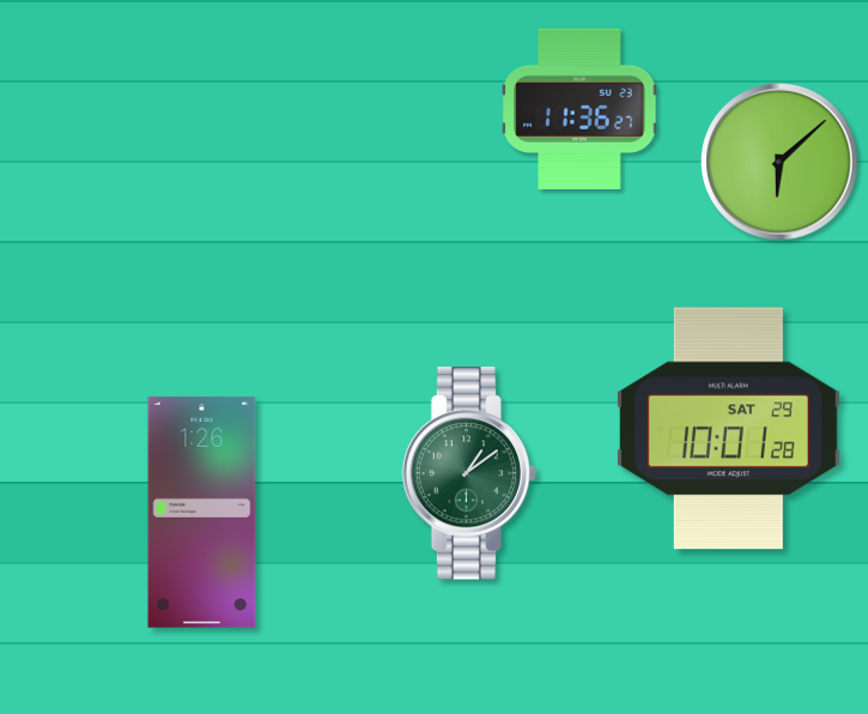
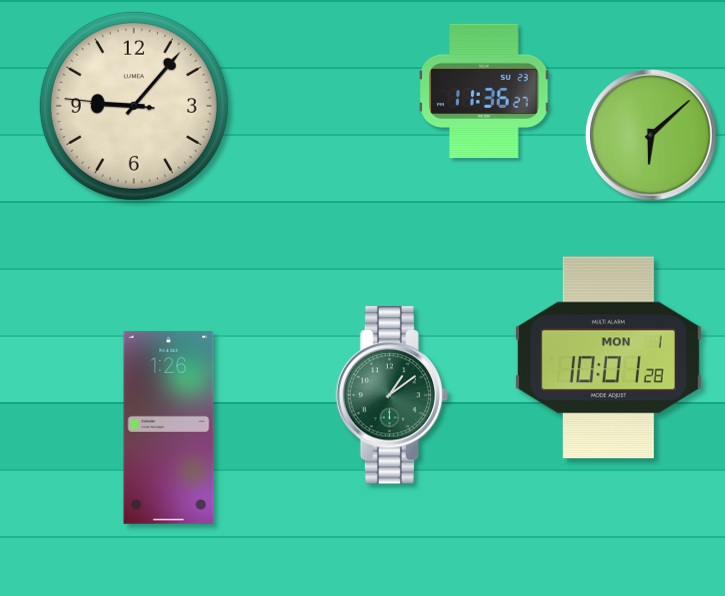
clock at (134, 106): none -> 9:06
clock at (728, 429) date: SAT 29 -> MON 1
